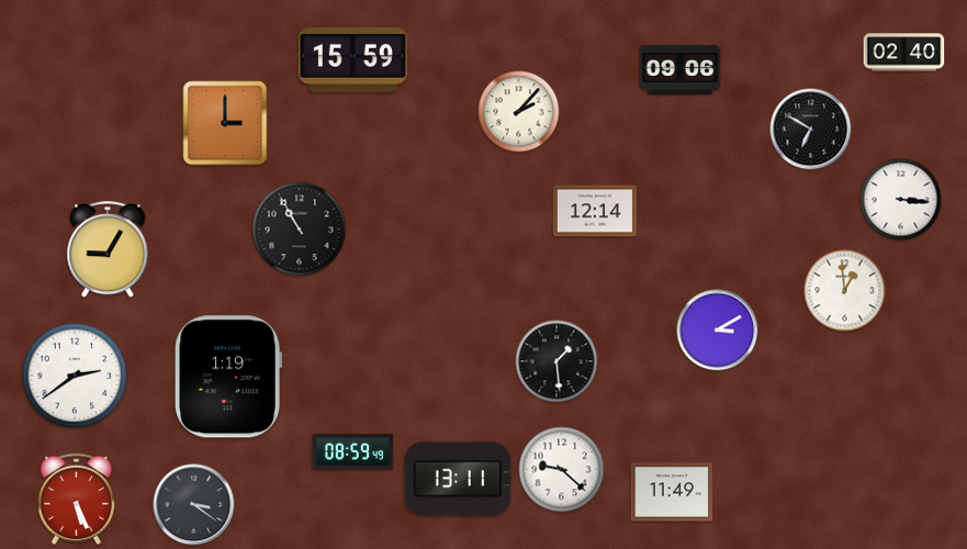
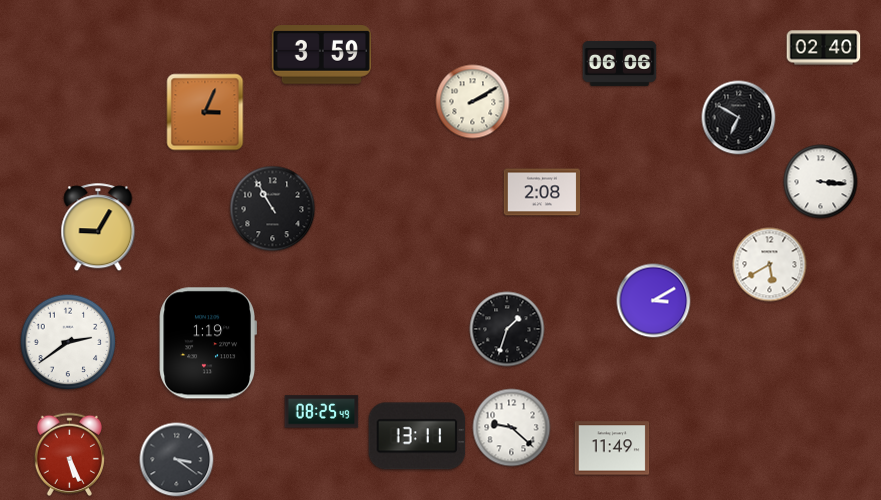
clock at (352, 60): 15:59 -> 3:59
clock at (681, 69): 09:06 -> 06:06
clock at (519, 112): 2:07 -> 2:10
clock at (225, 123): 3:00 -> 3:04
clock at (595, 211): 12:14 -> 2:08
clock at (845, 291): 12:59 -> 5:40
clock at (556, 361): 1:29 -> 1:33
clock at (353, 452): 08:59 -> 08:25
